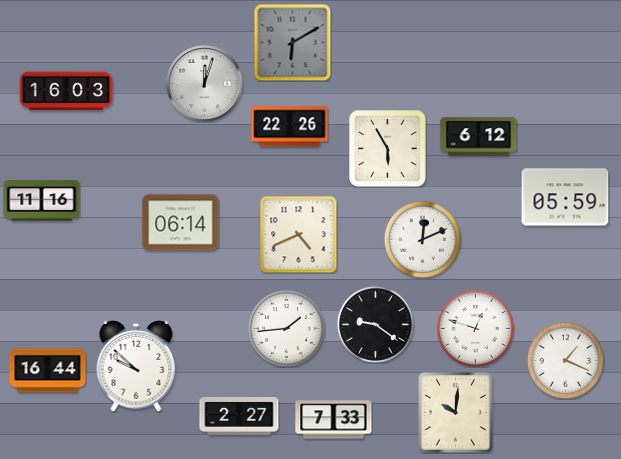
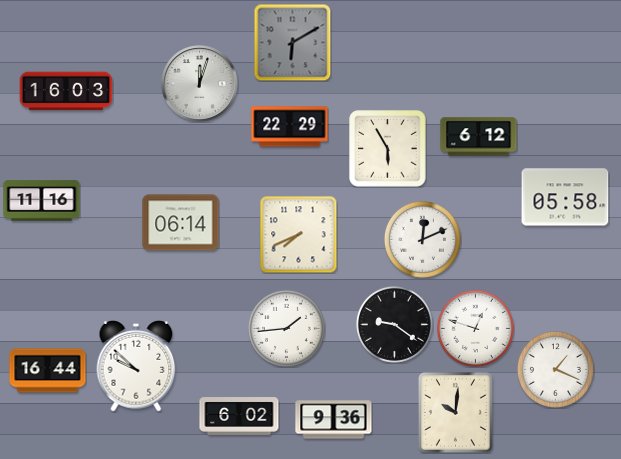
clock at (205, 84) position: (205, 84) -> (200, 84)
clock at (290, 127): 22:26 -> 22:29
clock at (565, 197): 05:59 -> 05:58
clock at (298, 234): 4:41 -> 7:41
clock at (375, 324) position: (375, 324) -> (394, 324)
clock at (565, 360) position: (565, 360) -> (555, 369)
clock at (239, 417): 2:27 -> 6:02
clock at (334, 420): 7:33 -> 9:36
